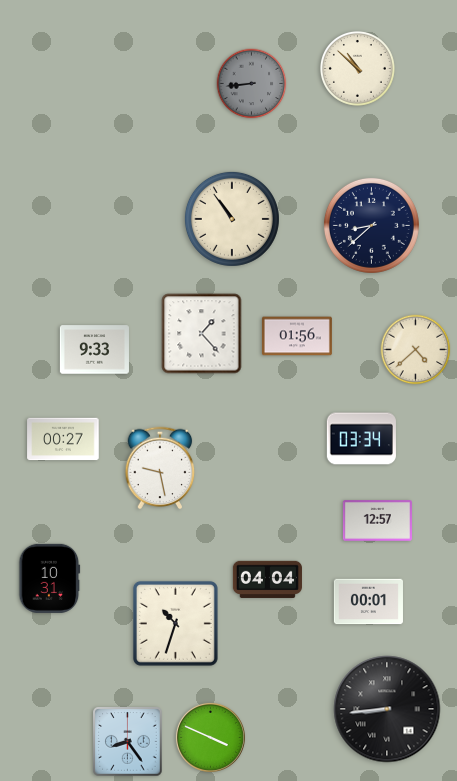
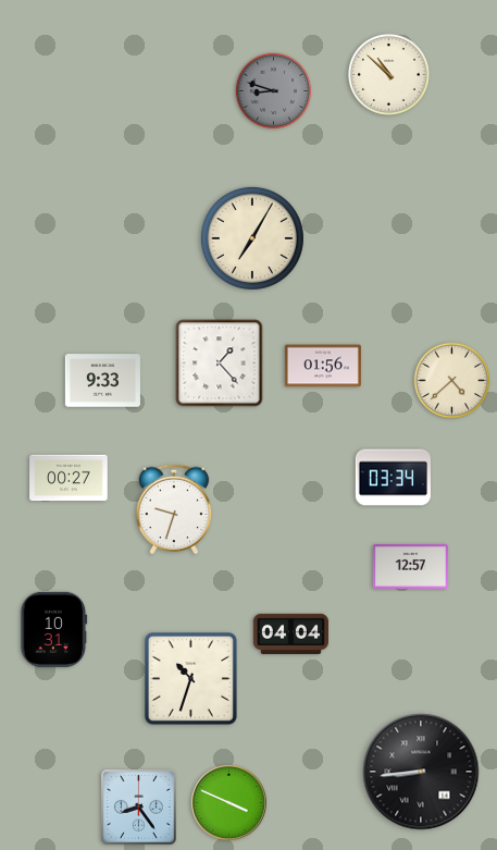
clock at (252, 84): 8:44 -> 8:48
clock at (232, 219): 10:54 -> 7:05
clock at (371, 225): 8:38 -> none
clock at (160, 468): 9:28 -> 9:33
clock at (267, 579) position: (267, 579) -> (290, 633)
clock at (368, 602): 00:01 -> none
